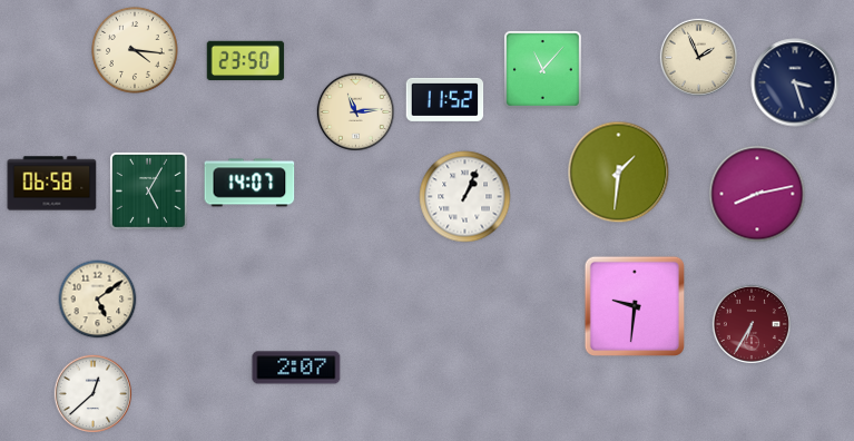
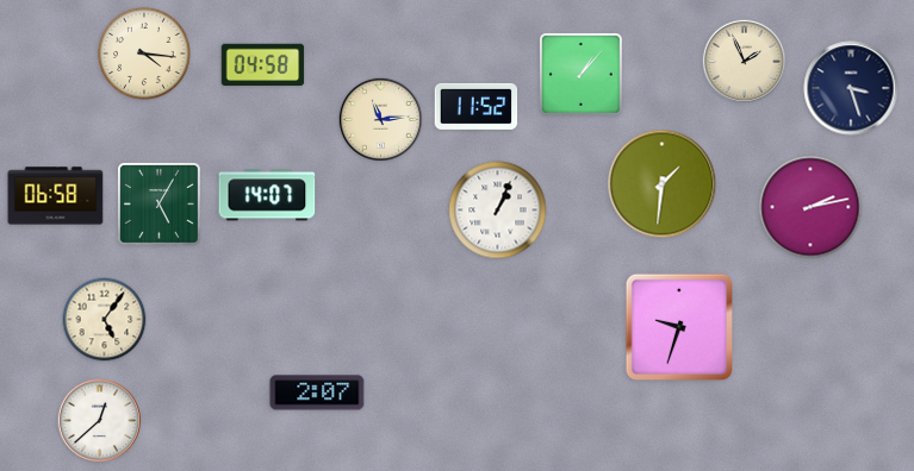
clock at (698, 57) position: (698, 57) -> (744, 61)
clock at (246, 61): 23:50 -> 04:58
clock at (542, 69): 11:07 -> 1:07
clock at (757, 194): 8:13 -> 2:13
clock at (98, 300): 5:09 -> 5:06
clock at (634, 305): 9:31 -> 9:33
clock at (752, 324): 6:35 -> none
